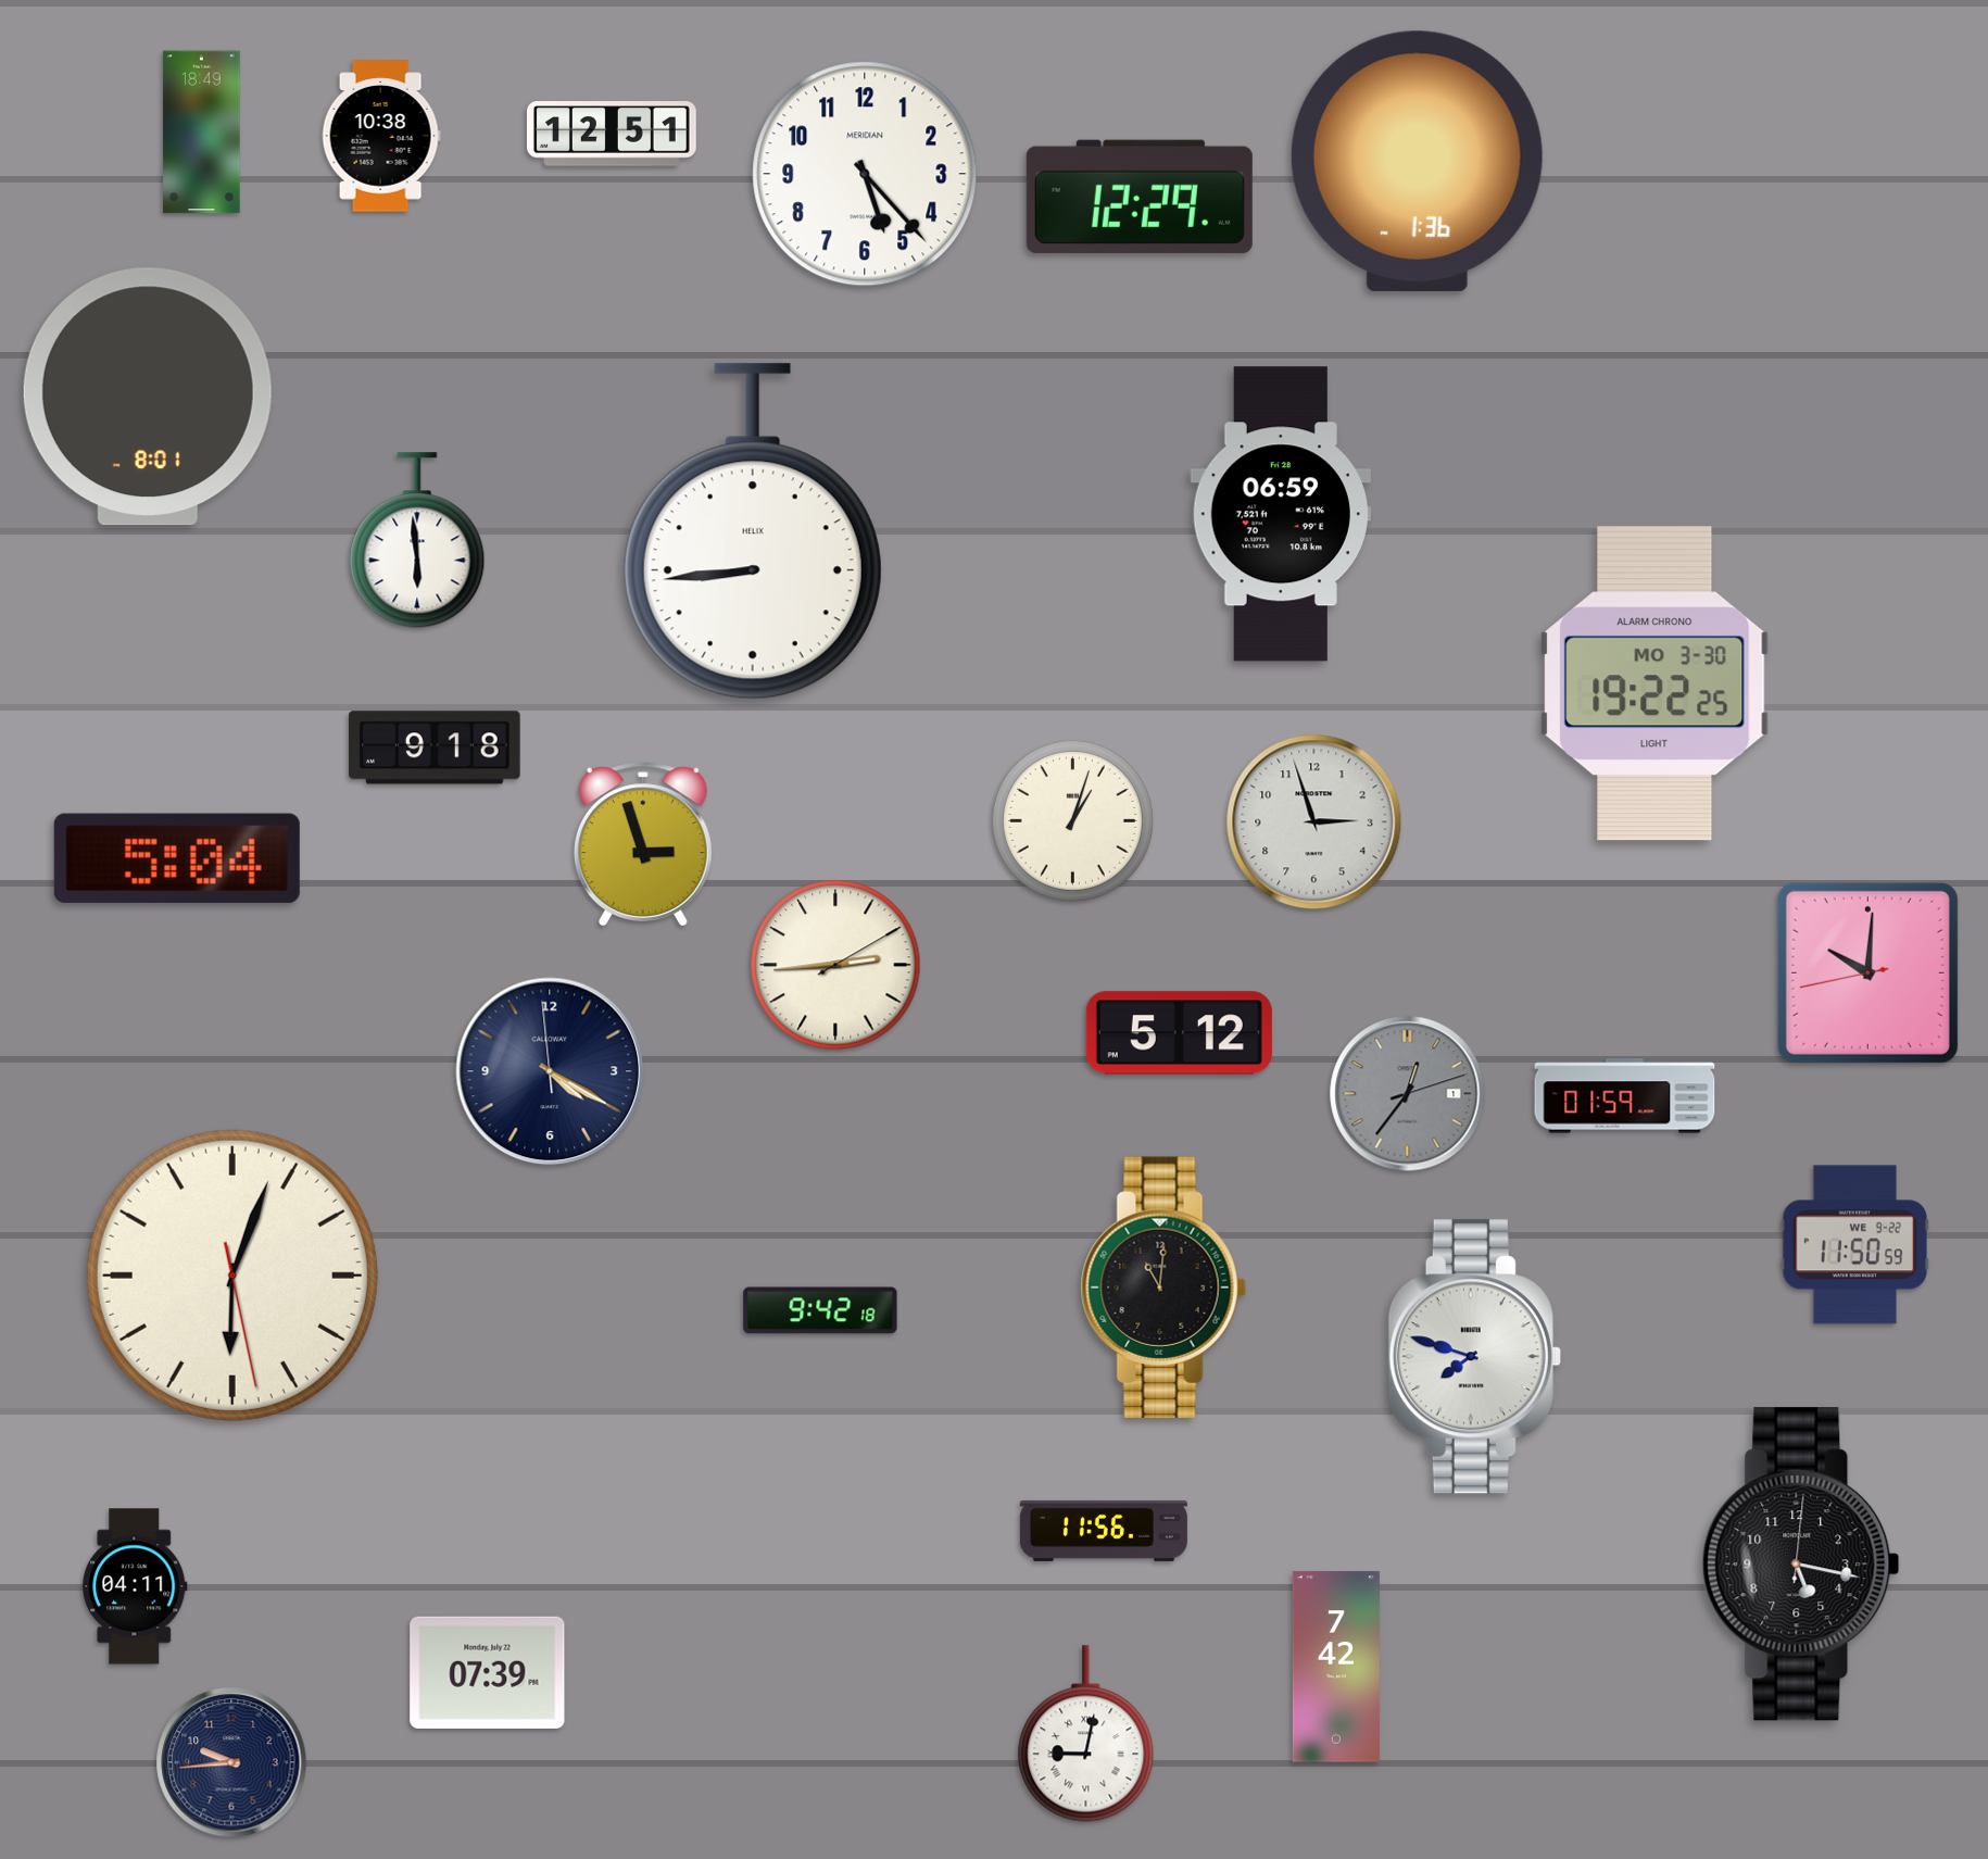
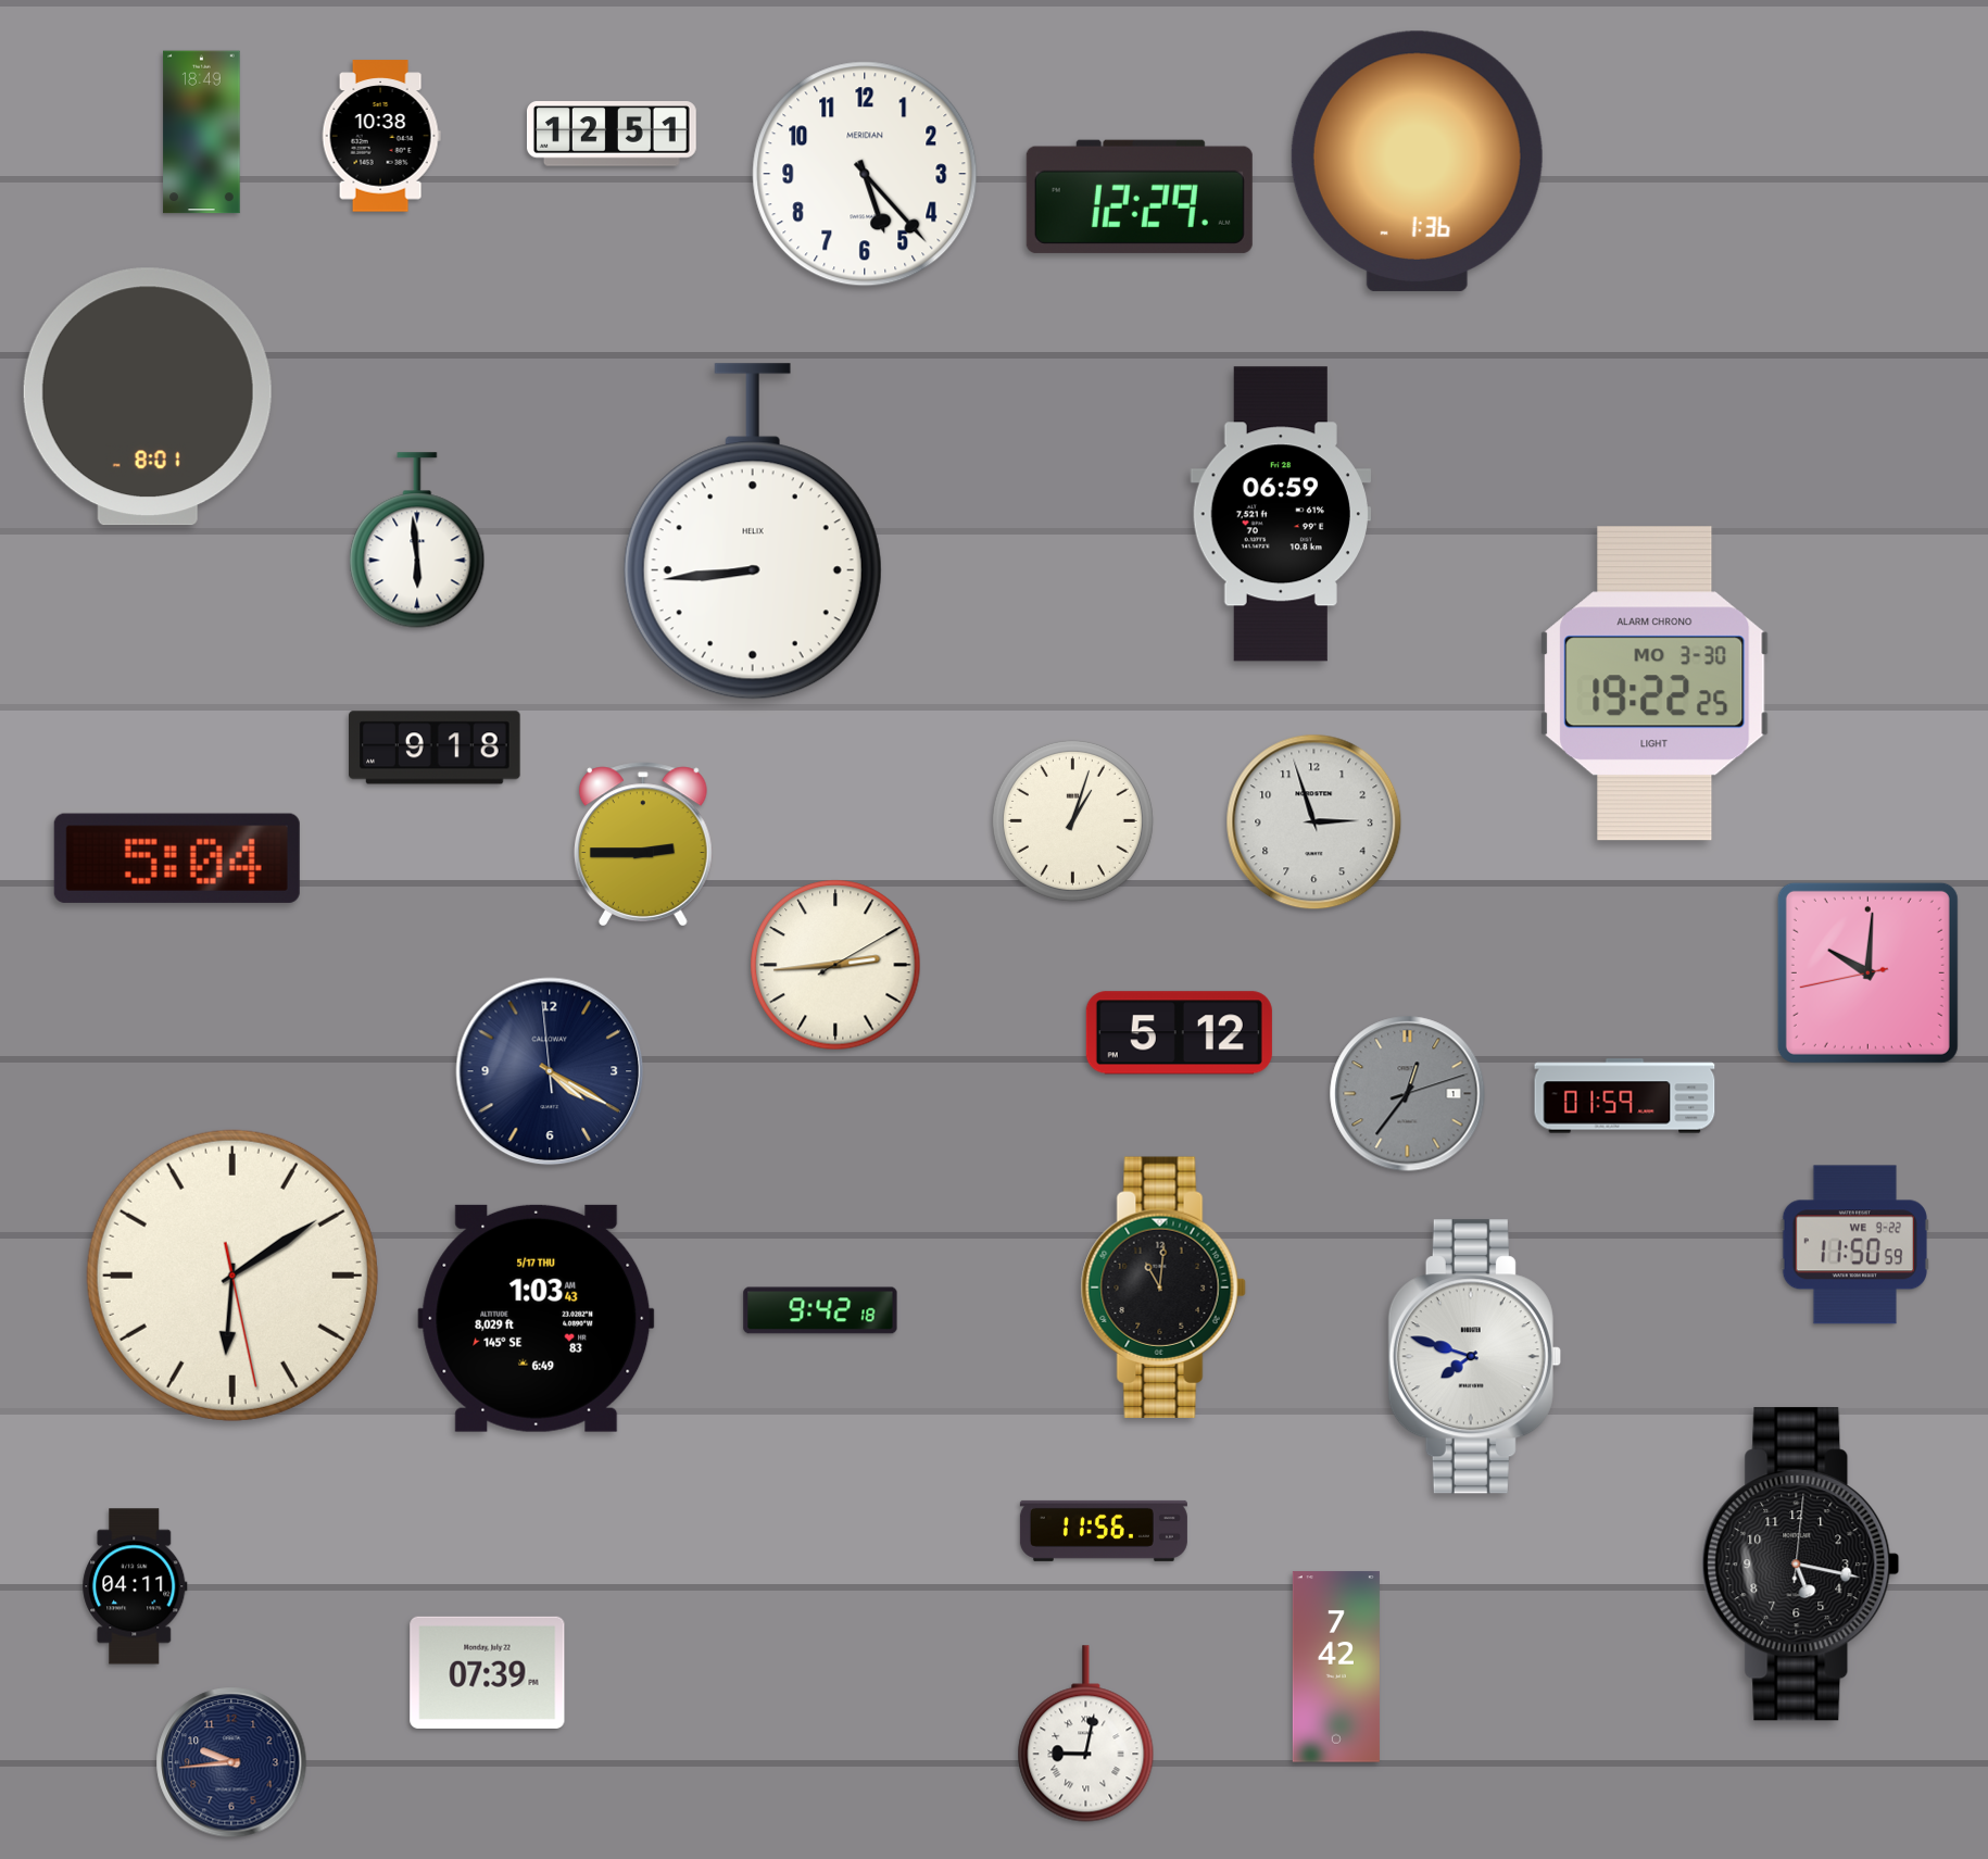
clock at (643, 844): 2:57 -> 2:45
clock at (232, 1276): 6:03 -> 6:09
clock at (537, 1318): none -> 1:03
